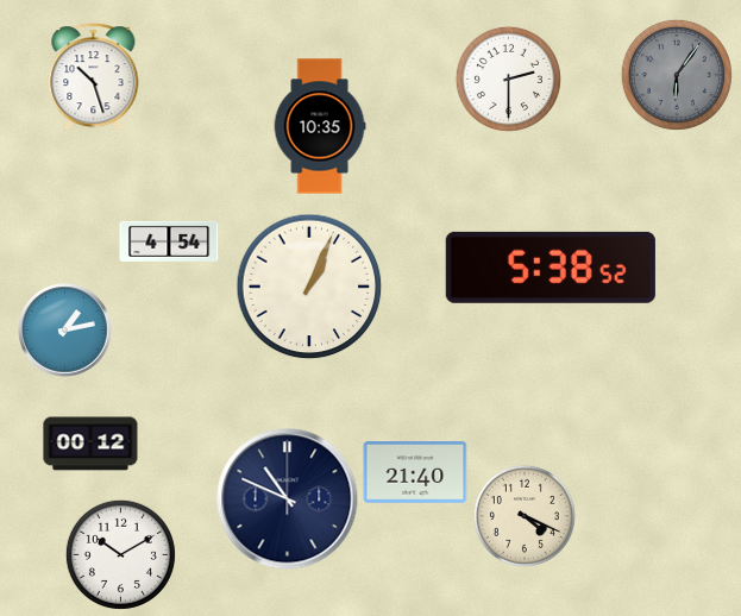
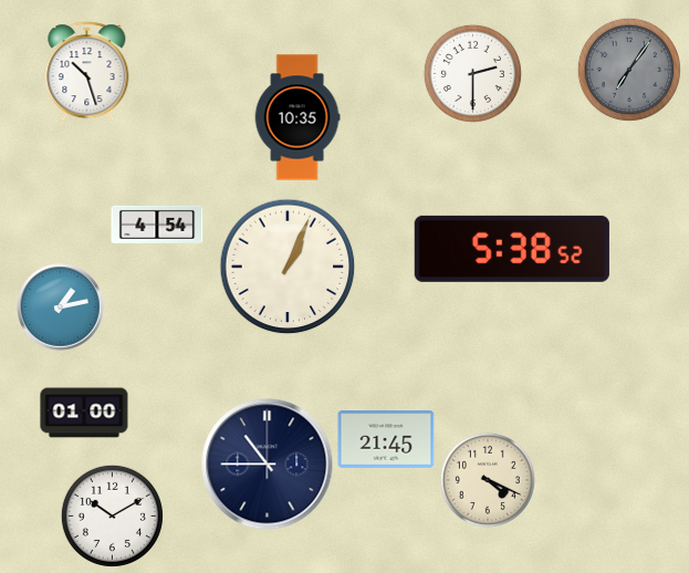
clock at (677, 75): 6:06 -> 7:06
clock at (90, 444): 00:12 -> 01:00
clock at (415, 472): 21:40 -> 21:45
clock at (288, 499): 10:49 -> 10:45
